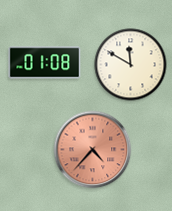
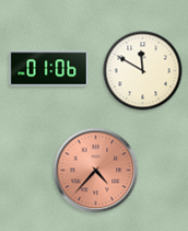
clock at (45, 63): 01:08 -> 01:06
clock at (93, 150) position: (93, 150) -> (96, 171)
